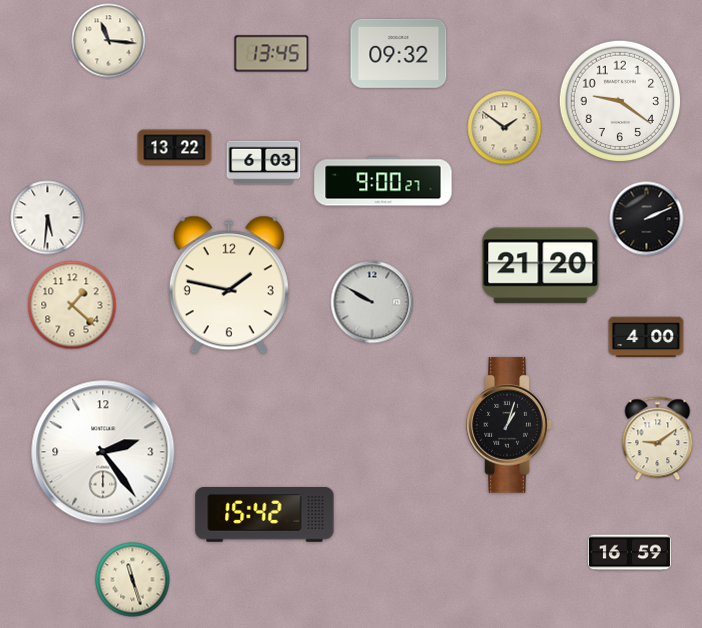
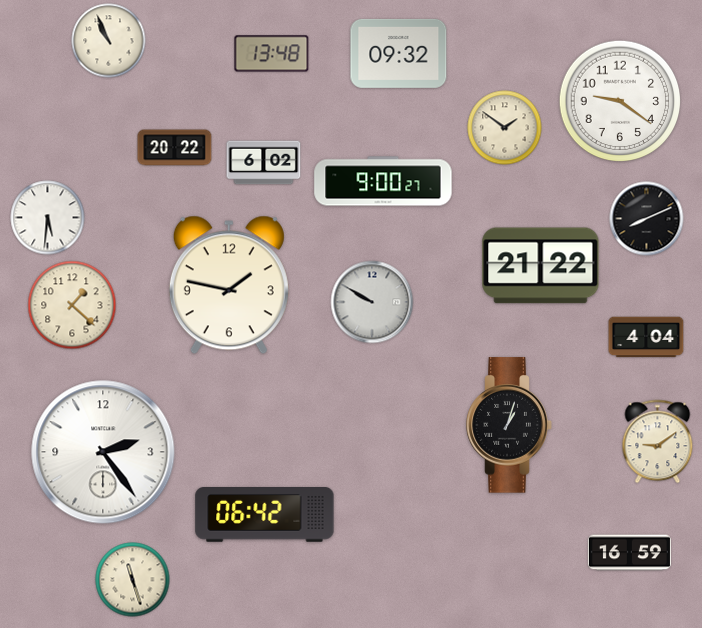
clock at (109, 41): 11:16 -> 10:56
clock at (272, 54): 13:45 -> 13:48
clock at (175, 148): 13:22 -> 20:22
clock at (264, 163): 6:03 -> 6:02
clock at (647, 219): 2:11 -> 8:11
clock at (541, 266): 21:20 -> 21:22
clock at (646, 337): 4:00 -> 4:04
clock at (658, 439) position: (658, 439) -> (658, 442)
clock at (265, 515): 15:42 -> 06:42
